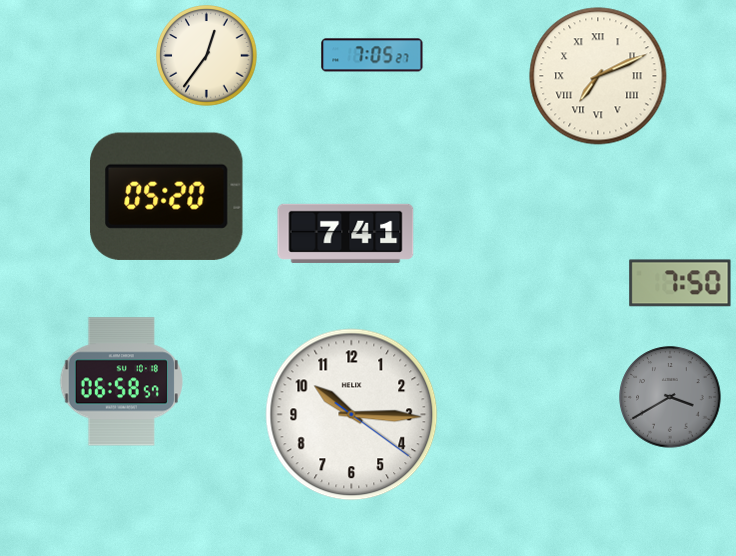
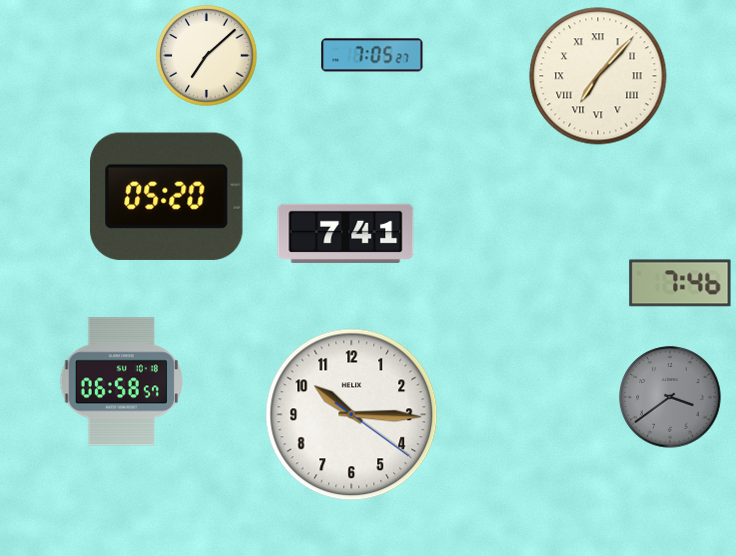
clock at (207, 56): 12:36 -> 7:08
clock at (598, 76): 7:11 -> 7:07
clock at (680, 283): 7:50 -> 7:46
clock at (670, 397): 3:40 -> 3:39
